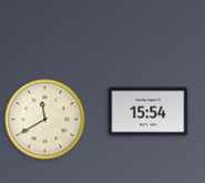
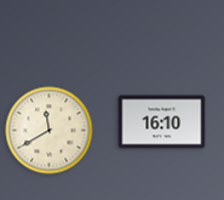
clock at (148, 112): 15:54 -> 16:10
